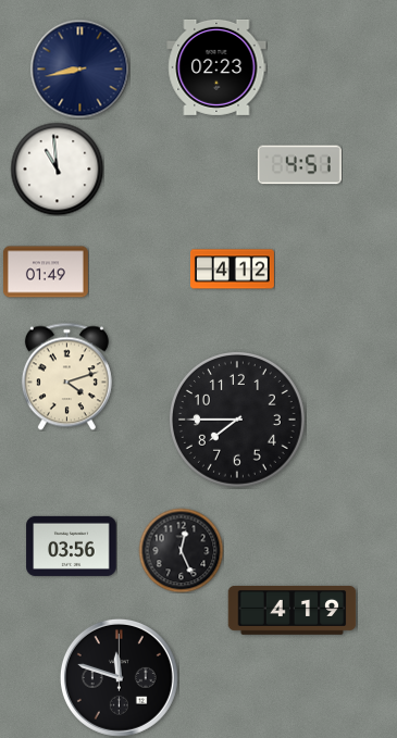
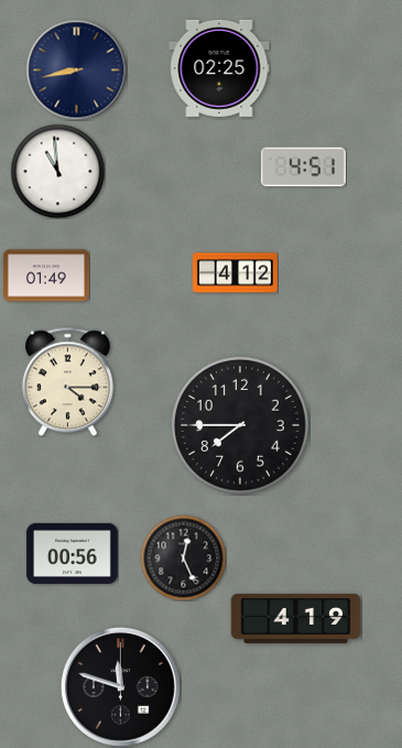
clock at (216, 67): 02:23 -> 02:25
clock at (79, 68) position: (79, 68) -> (76, 69)
clock at (66, 376): 4:12 -> 4:15
clock at (72, 546): 03:56 -> 00:56
